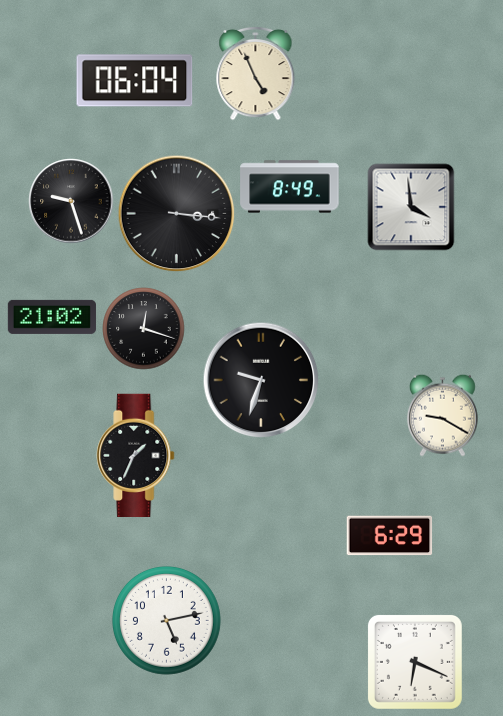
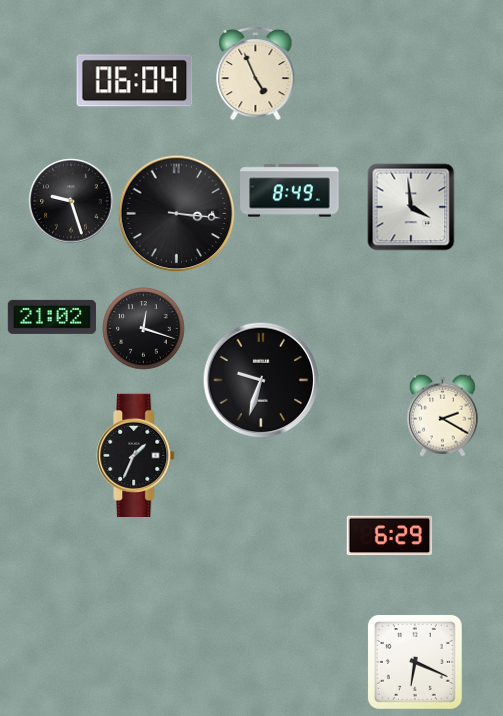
clock at (290, 187) position: (290, 187) -> (290, 191)
clock at (442, 415): 9:20 -> 2:20
clock at (166, 620): 5:13 -> none
